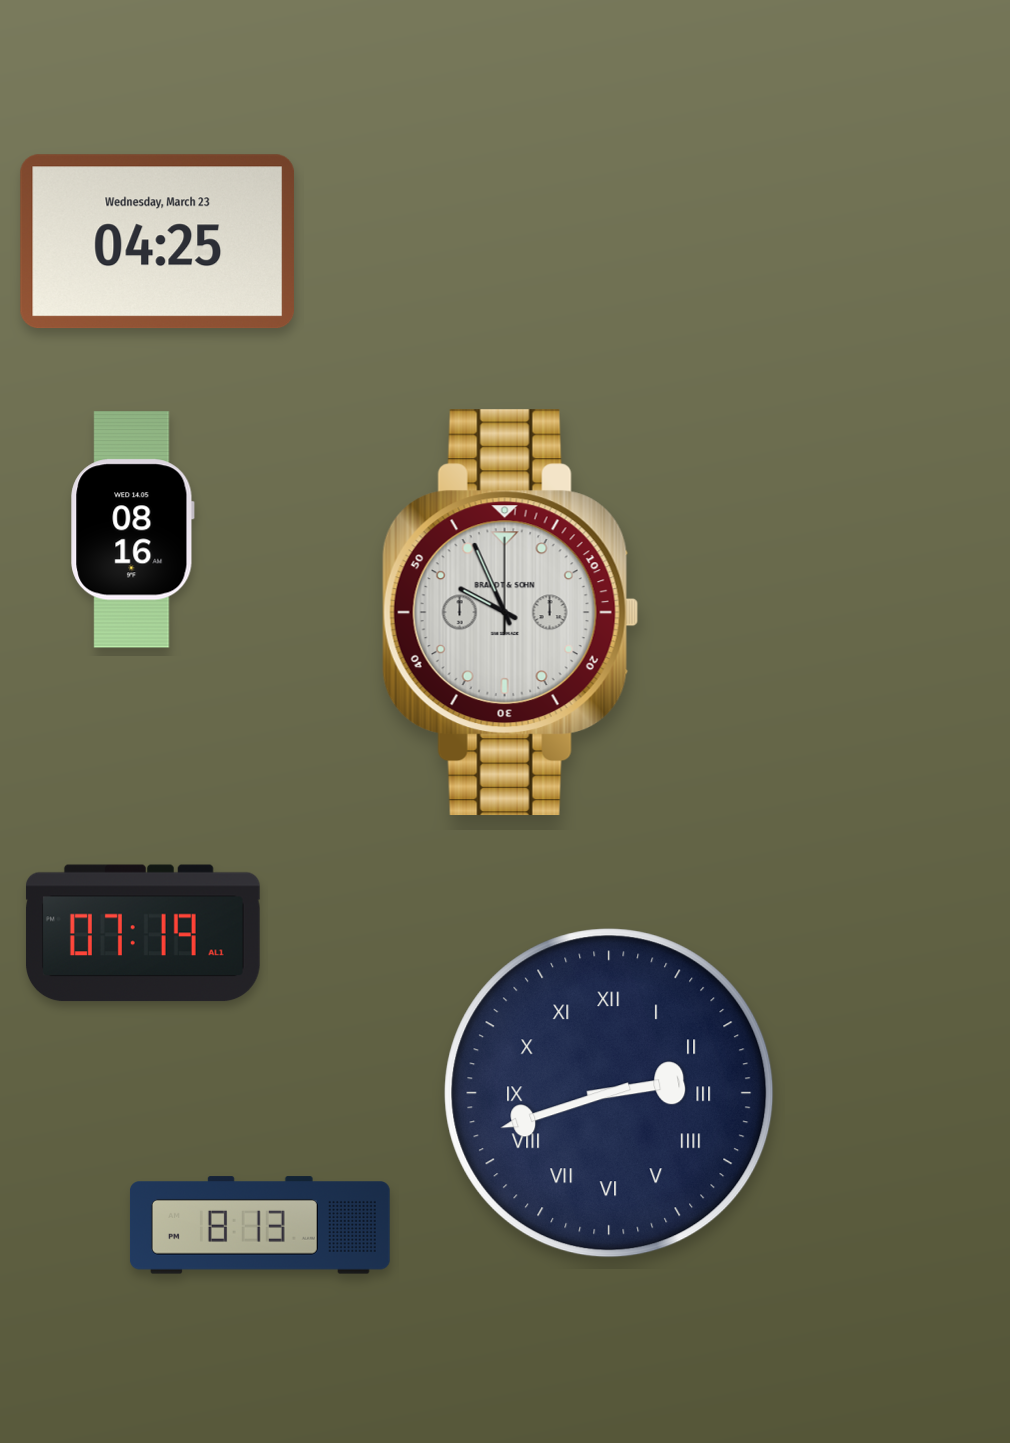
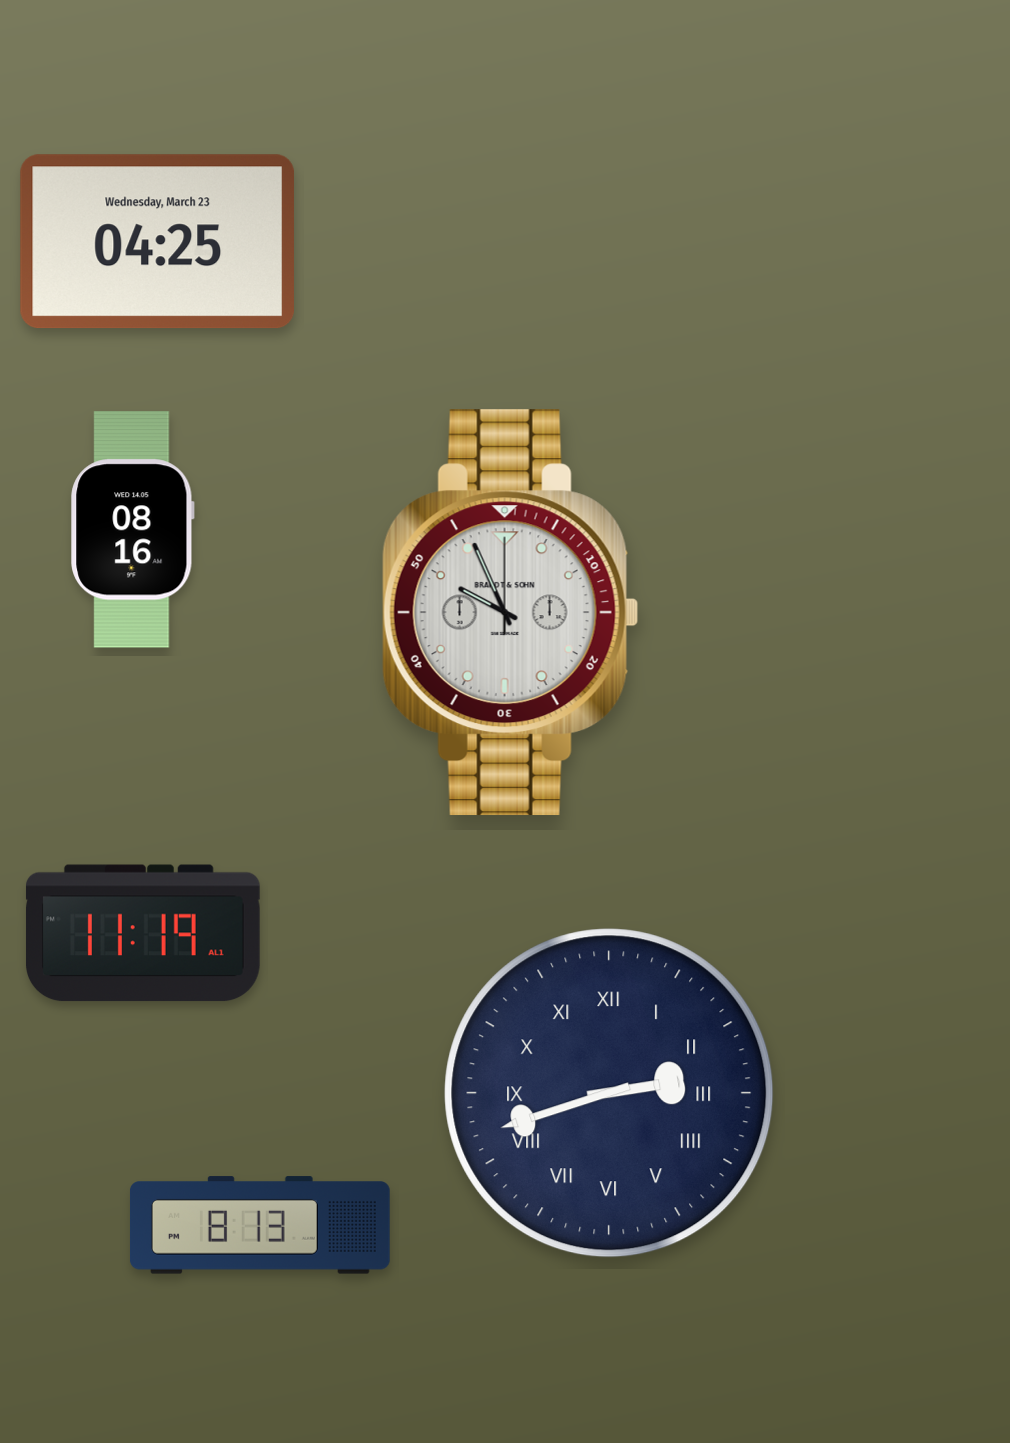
clock at (143, 933): 07:19 -> 11:19
